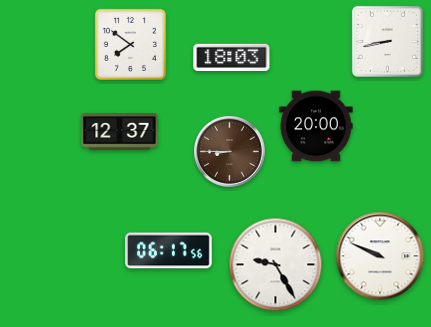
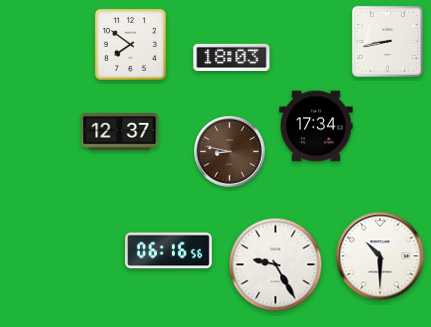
clock at (316, 126): 20:00 -> 17:34
clock at (230, 152): 8:45 -> 8:47
clock at (169, 251): 06:17 -> 06:16
clock at (380, 256): 9:49 -> 10:30
